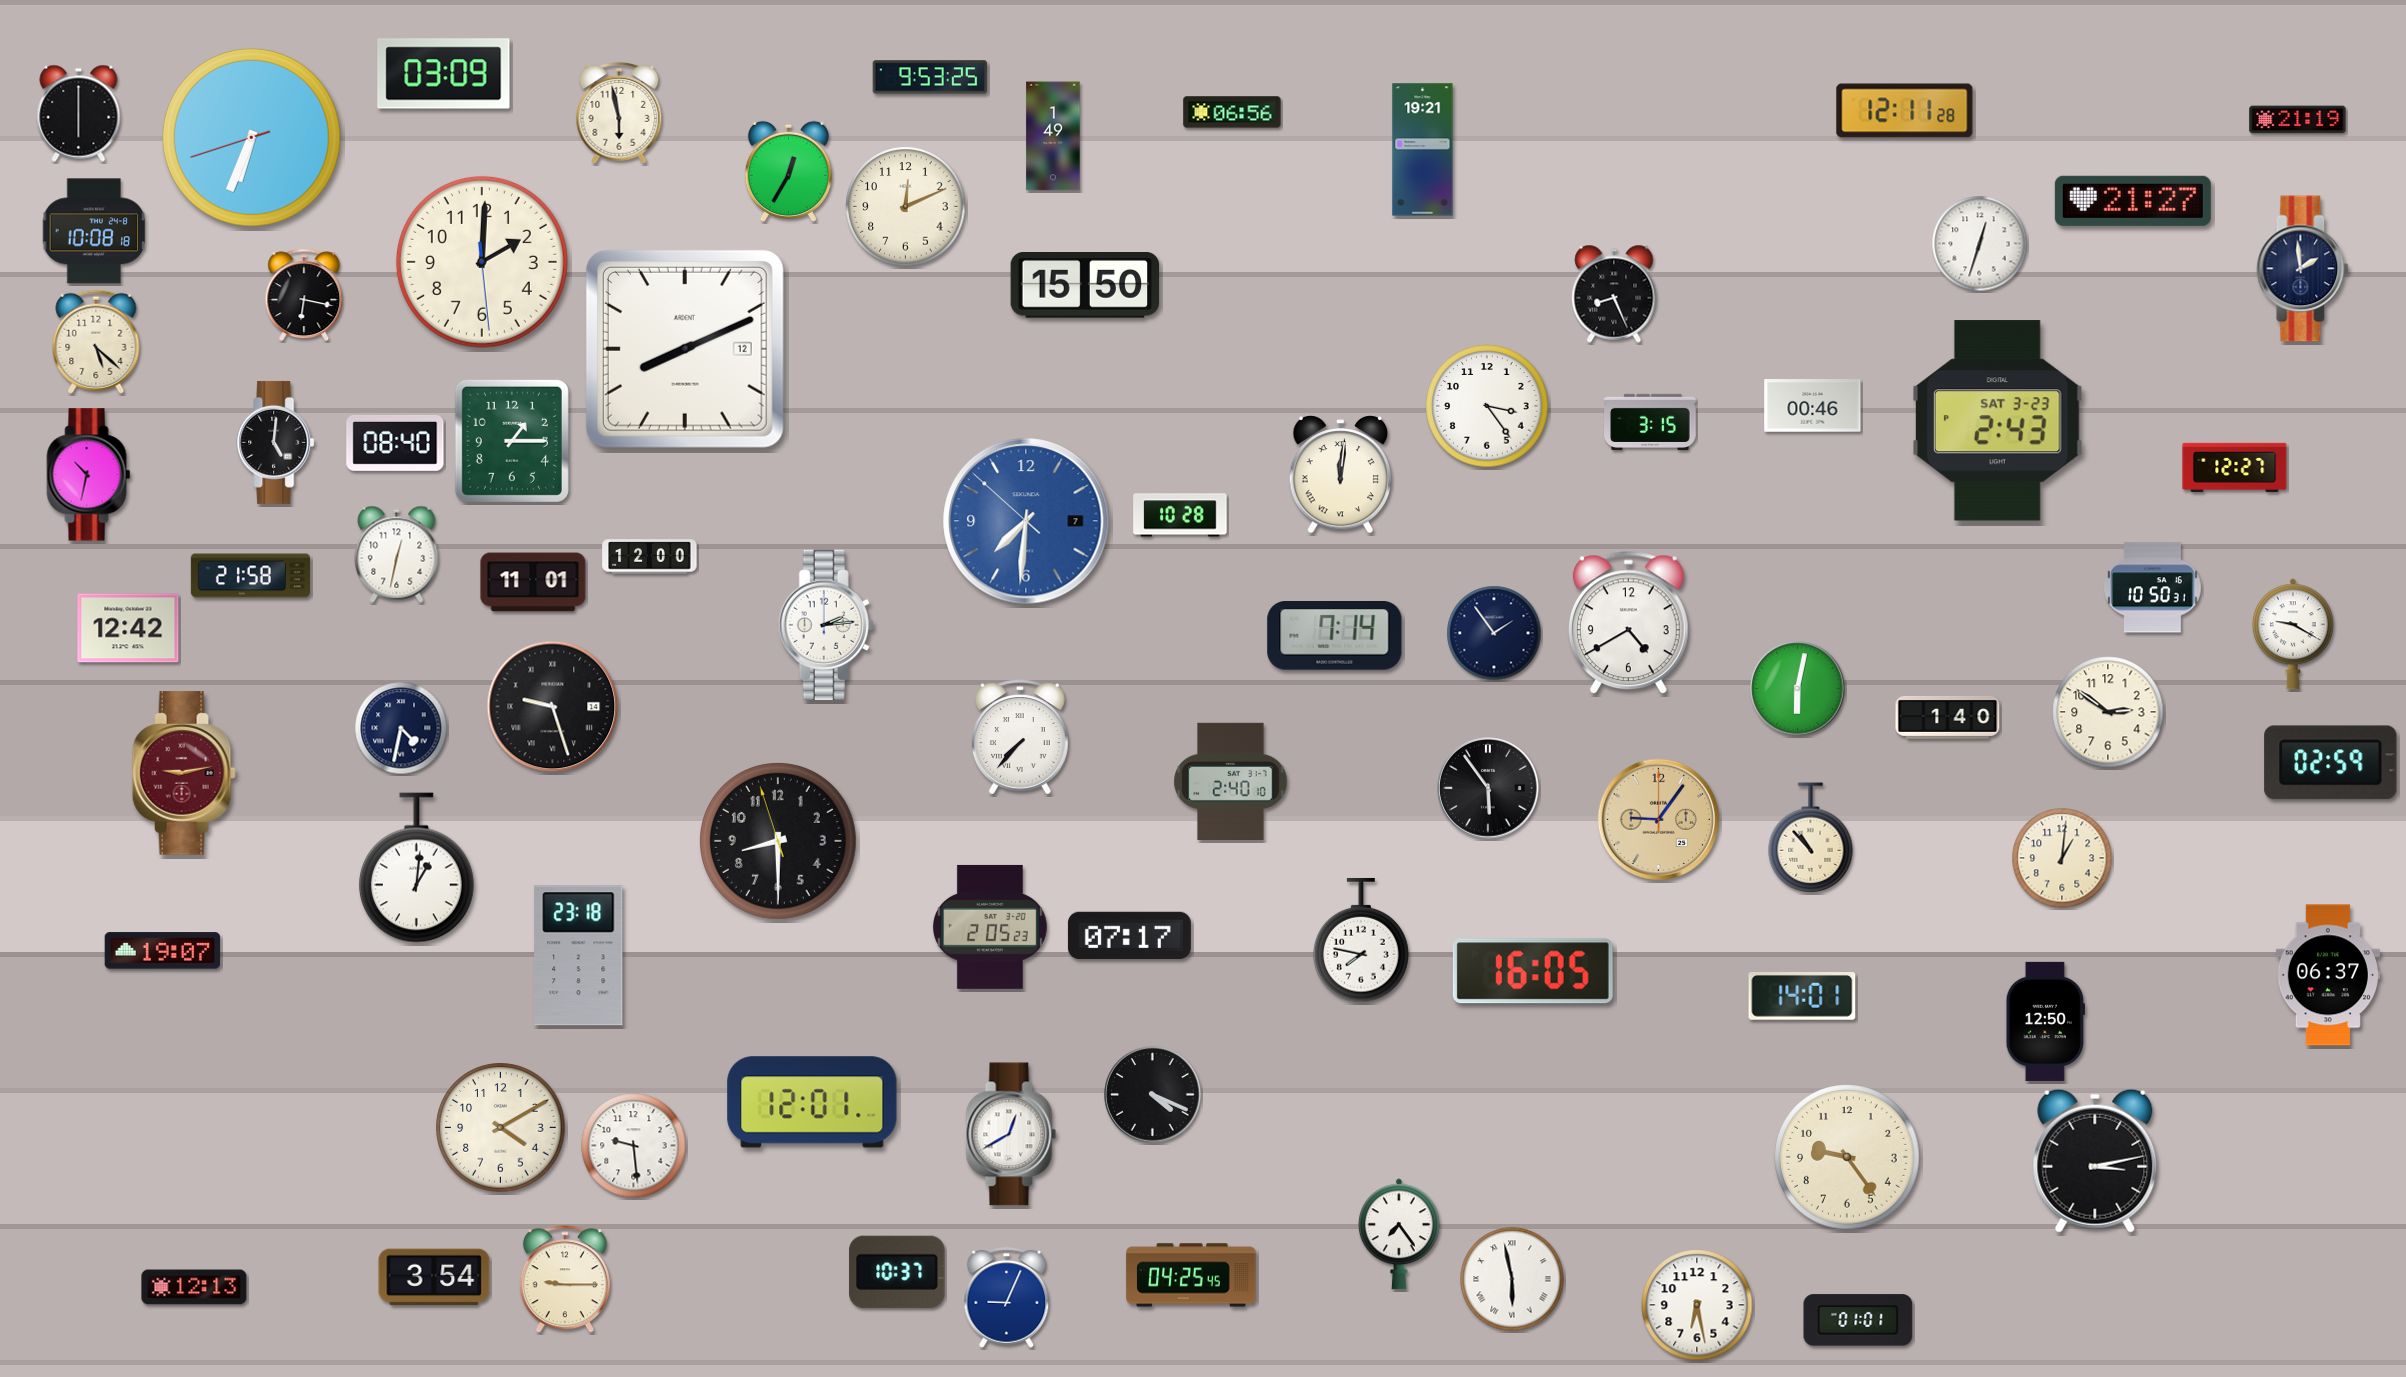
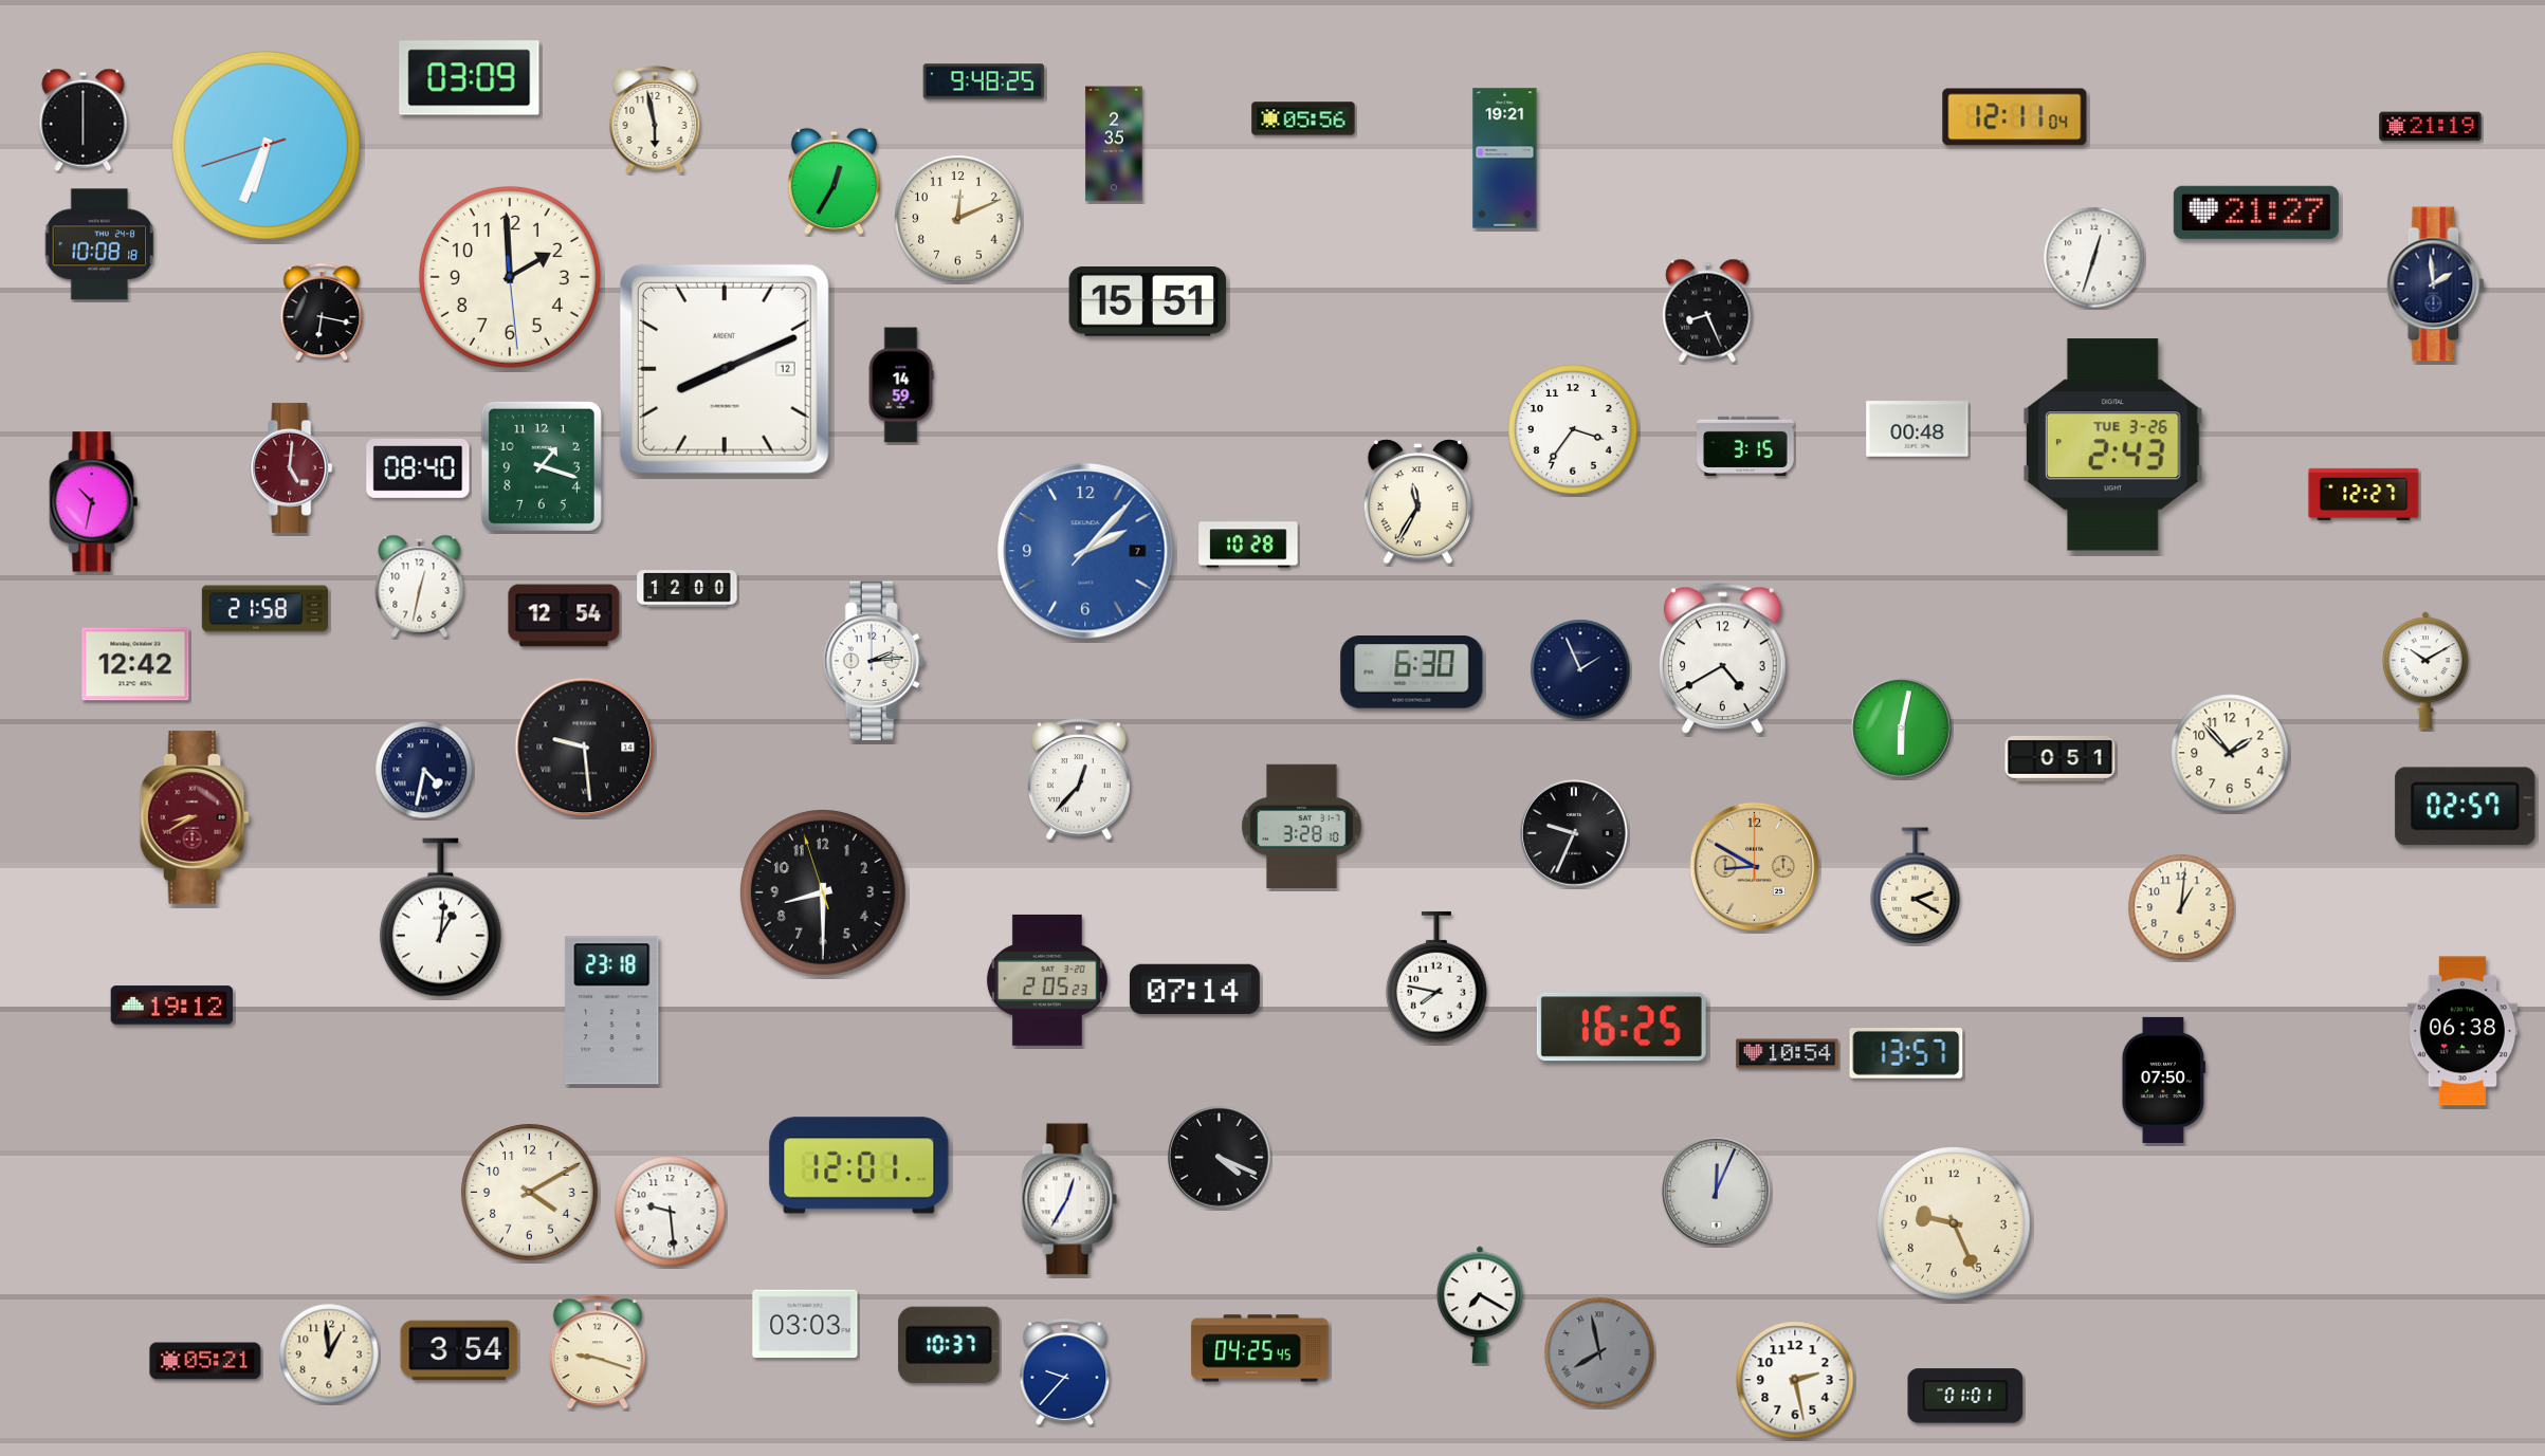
clock at (930, 77): 9:53 -> 9:48
clock at (1905, 111): 12:11:28 -> 12:11:04
clock at (1232, 112): 06:56 -> 05:56
clock at (1053, 136): 1:49 -> 2:35
clock at (482, 262): 2:00 -> 1:59
clock at (1085, 286): 15:50 -> 15:51
clock at (96, 342): 5:22 -> none
clock at (901, 385): none -> 14:59
clock at (1487, 406): 3:24 -> 3:36
clock at (1813, 406): 00:46 -> 00:48
clock at (1998, 421) date: SAT 3-23 -> TUE 3-26
clock at (512, 441): 1:15 -> 1:18
clock at (276, 442) dial: black -> burgundy
clock at (1341, 475): 12:01 -> 11:35
clock at (1026, 521): 7:30 -> 2:07
clock at (533, 582): 11:01 -> 12:54
clock at (2153, 588): 10:50 -> none
clock at (1494, 633): 1:54 -> 1:56
clock at (2293, 634): 9:20 -> 10:10
clock at (1335, 636): 7:14 -> 6:30
clock at (553, 707): 9:27 -> 9:29
clock at (2108, 712): 2:51 -> 1:53
clock at (1948, 718): 1:40 -> 0:51
clock at (1020, 737): 7:37 -> 12:37
clock at (2331, 763): 02:59 -> 02:57
clock at (184, 773): 9:13 -> 8:40
clock at (1231, 781): 2:40 -> 3:28
clock at (1488, 788): 5:54 -> 9:34
clock at (1658, 819): 9:06 -> 8:50
clock at (1811, 838): 10:53 -> 2:20
clock at (779, 842) position: (779, 842) -> (824, 893)
clock at (1129, 935): 07:17 -> 07:14
clock at (1361, 940) position: (1361, 940) -> (1436, 977)
clock at (163, 951): 19:07 -> 19:12
clock at (1533, 971): 16:05 -> 16:25
clock at (2328, 975): 06:37 -> 06:38
clock at (1788, 1054): none -> 10:54
clock at (1802, 997): 14:01 -> 13:57
clock at (2045, 1021): 12:50 -> 07:50
clock at (1717, 1192): none -> 12:04
clock at (1011, 1134): 12:40 -> 12:35
clock at (1847, 1157): 9:24 -> 9:26
clock at (2095, 1161): 3:13 -> none
clock at (1399, 1234): 7:24 -> 7:20
clock at (805, 1324): none -> 03:03
clock at (1512, 1279): 5:58 -> 7:58
clock at (1512, 1279) dial: white -> grey
clock at (329, 1353): none -> 12:59
clock at (565, 1280): 9:15 -> 9:18
clock at (194, 1287): 12:13 -> 05:21
clock at (1007, 1298): 9:04 -> 9:37
clock at (1697, 1305): 6:28 -> 2:28
